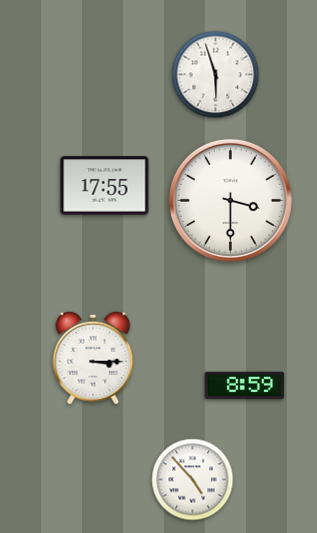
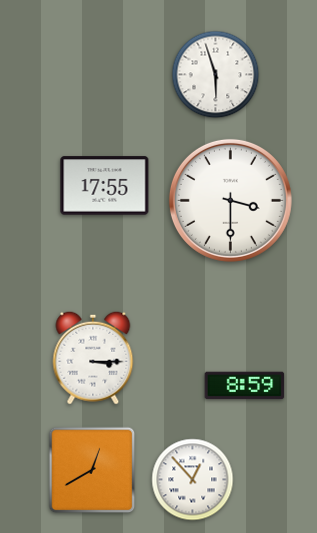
clock at (92, 470): none -> 12:40
clock at (193, 480): 4:53 -> 12:53
